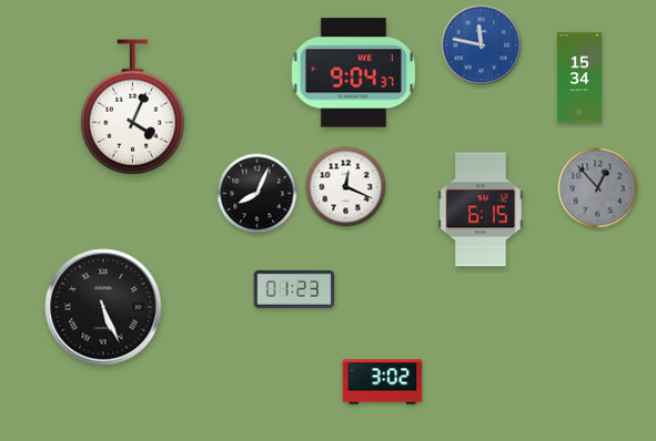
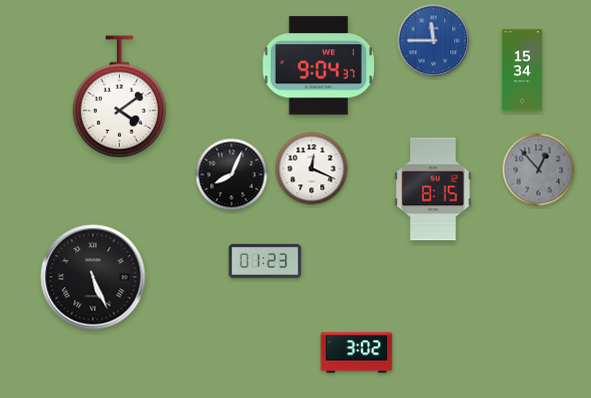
clock at (482, 45): 11:47 -> 11:45
clock at (132, 107): 4:04 -> 4:09
clock at (481, 209): 6:15 -> 8:15
clock at (383, 382) position: (383, 382) -> (357, 353)
